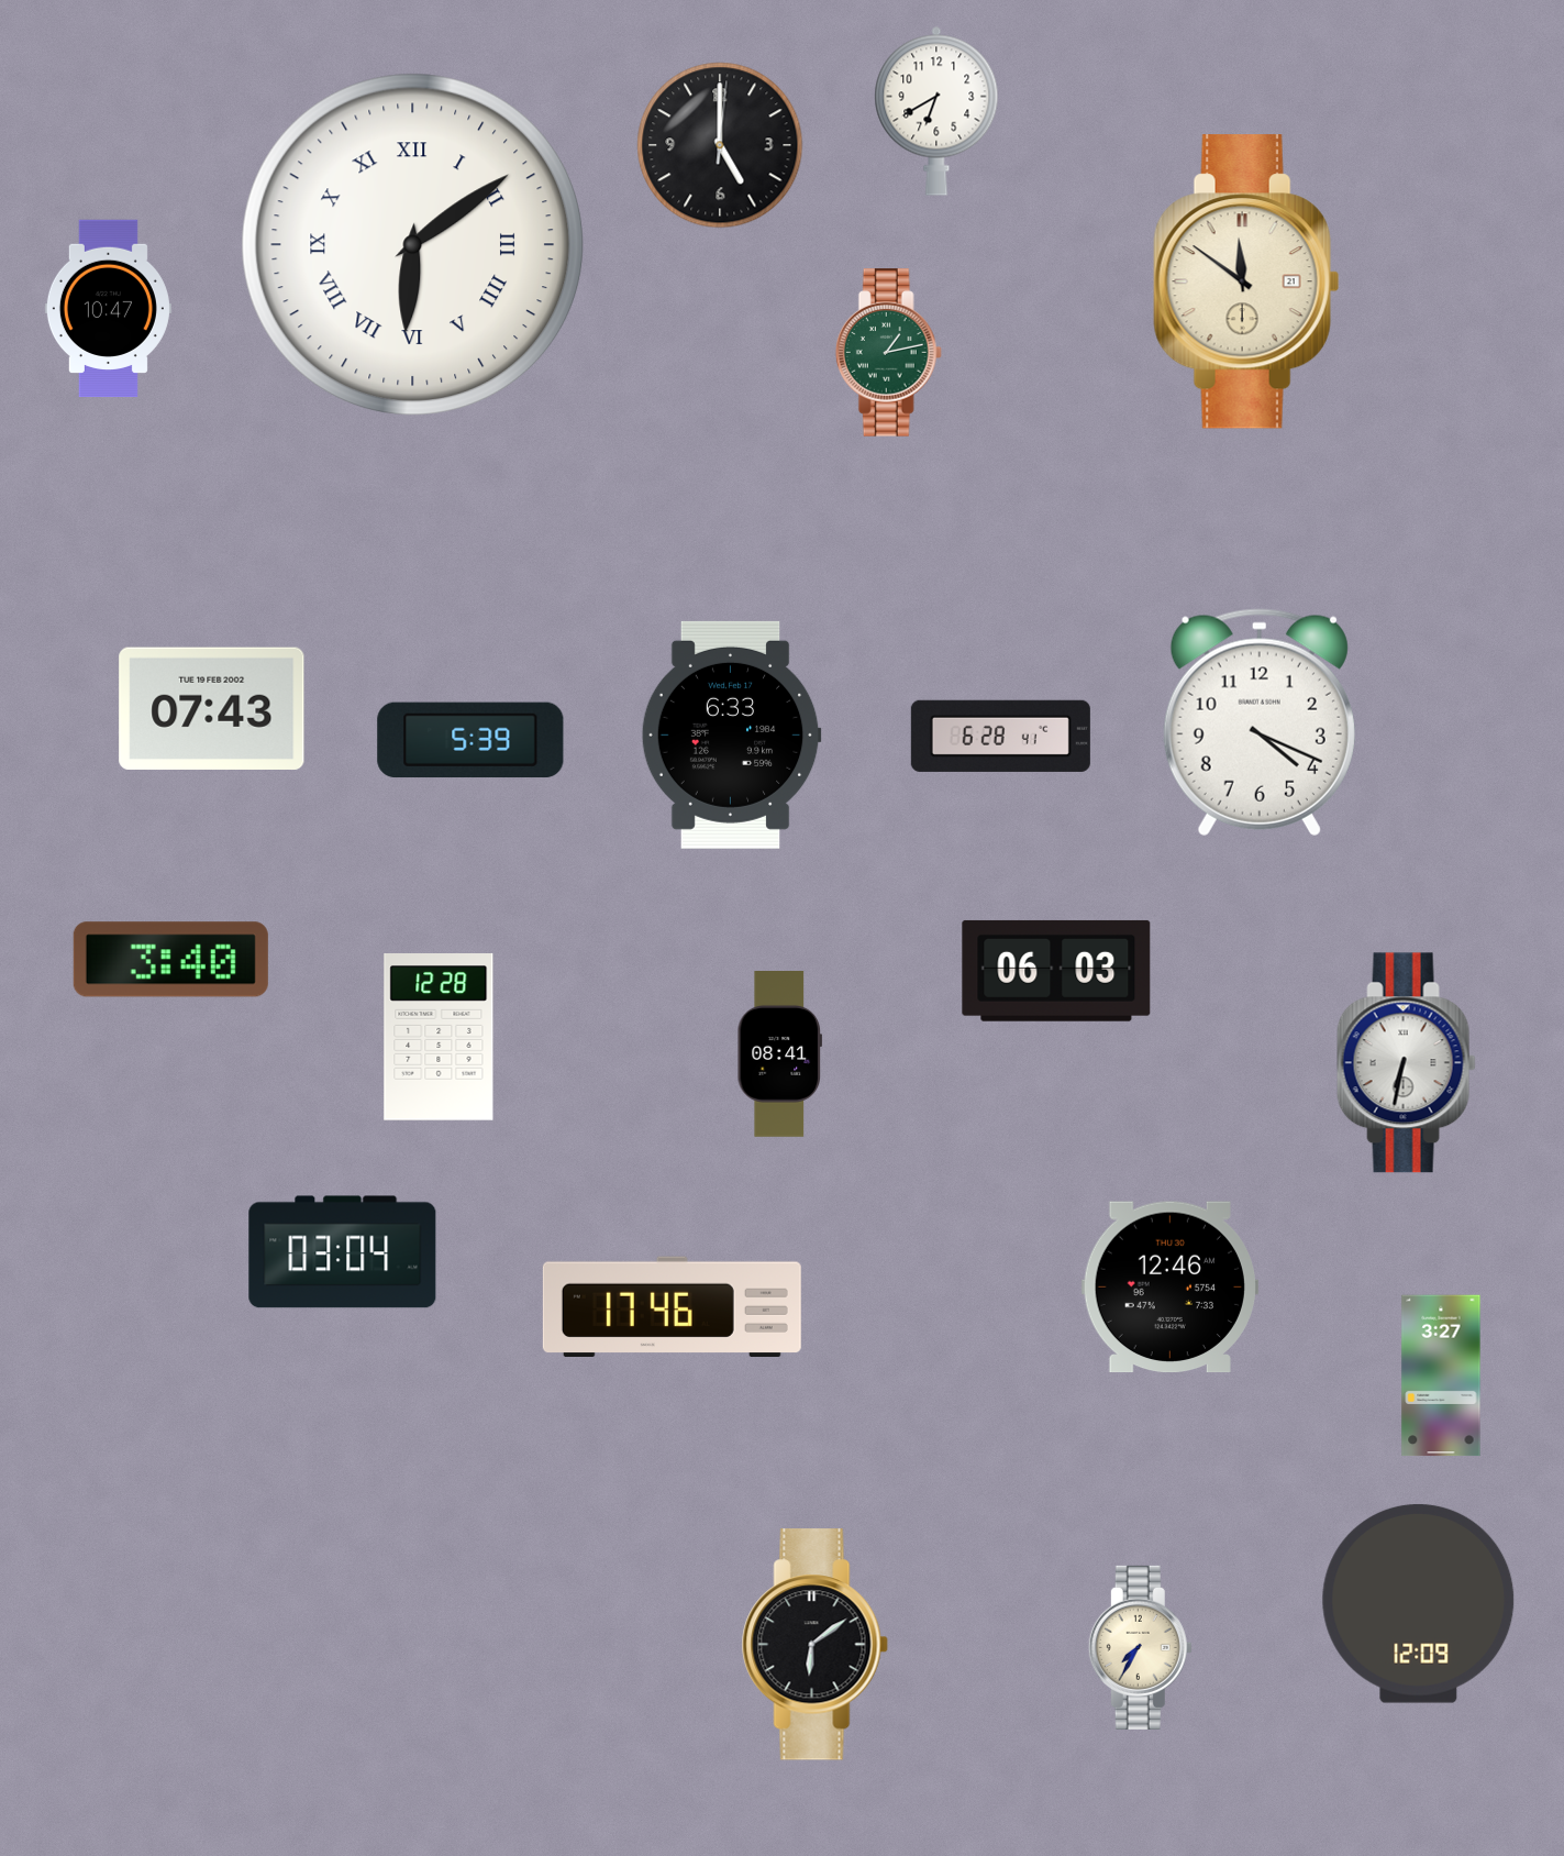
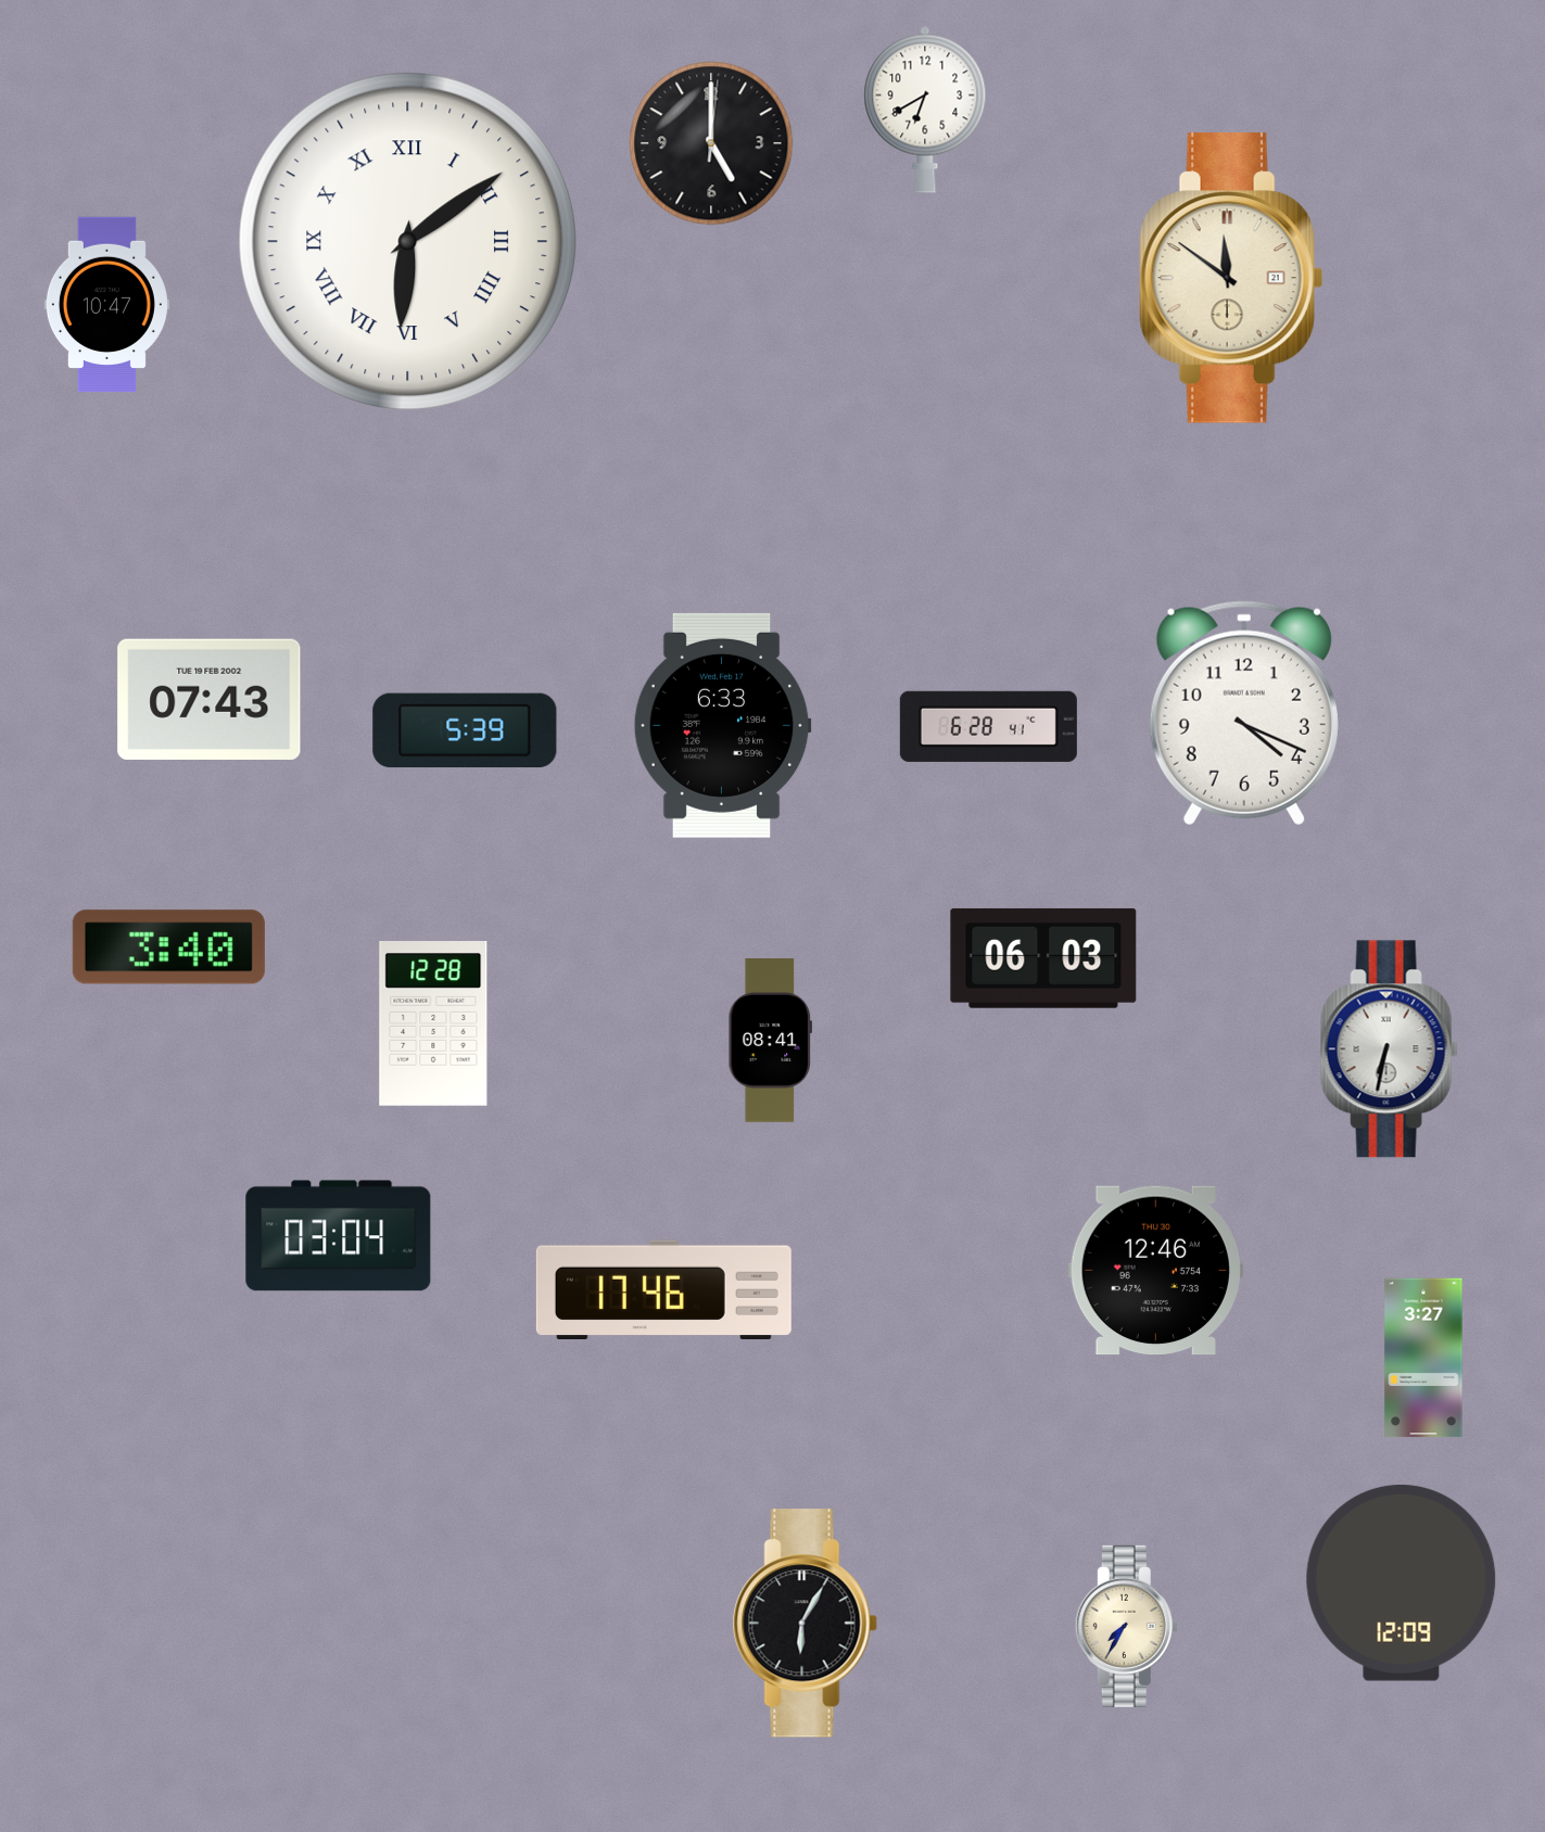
clock at (888, 353): 1:13 -> none
clock at (814, 1645): 6:09 -> 6:05
